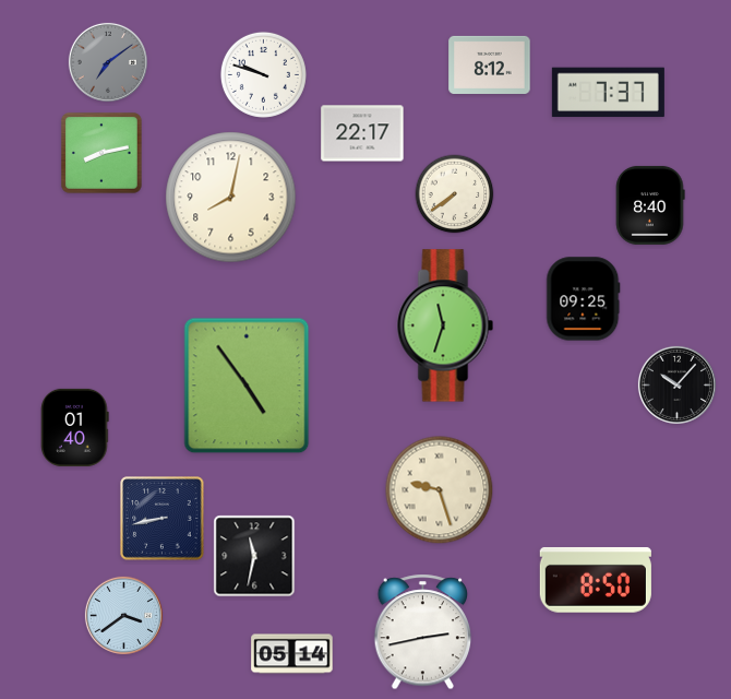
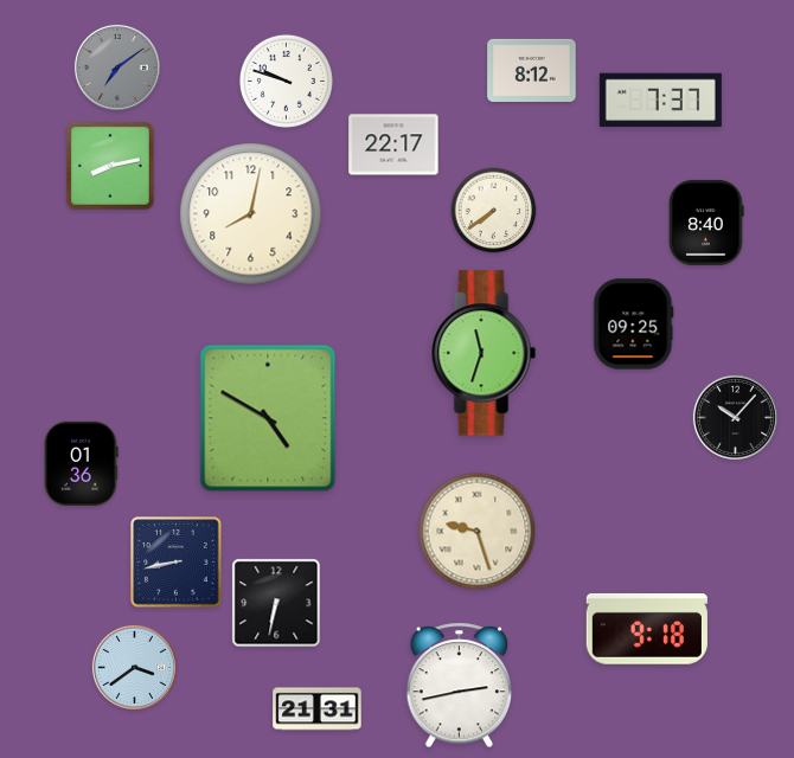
clock at (247, 386): 4:54 -> 4:50
clock at (75, 427): 01:40 -> 01:36
clock at (254, 556): 11:32 -> 6:32
clock at (596, 580): 8:50 -> 9:18
clock at (292, 654): 05:14 -> 21:31
